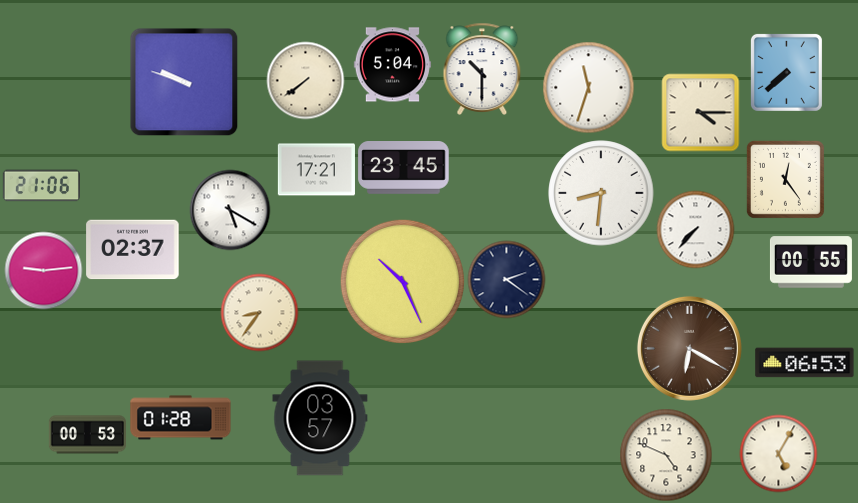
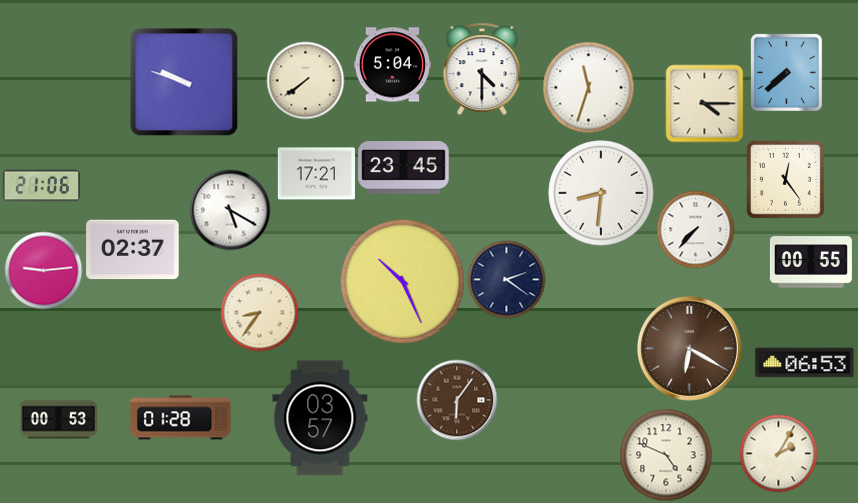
clock at (482, 69): 10:30 -> 4:30
clock at (700, 112) position: (700, 112) -> (704, 103)
clock at (316, 170) position: (316, 170) -> (316, 174)
clock at (457, 400): none -> 6:06
clock at (87, 435) position: (87, 435) -> (58, 420)
clock at (778, 453): 5:05 -> 2:05
